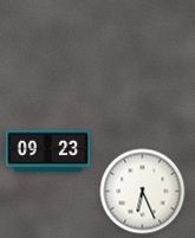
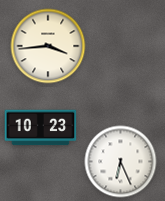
clock at (48, 46): none -> 3:44
clock at (48, 152): 09:23 -> 10:23
